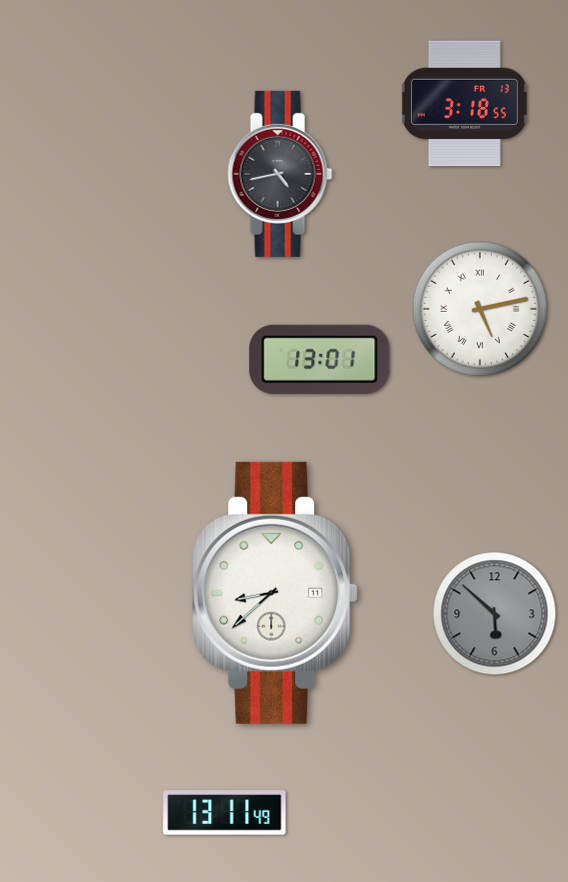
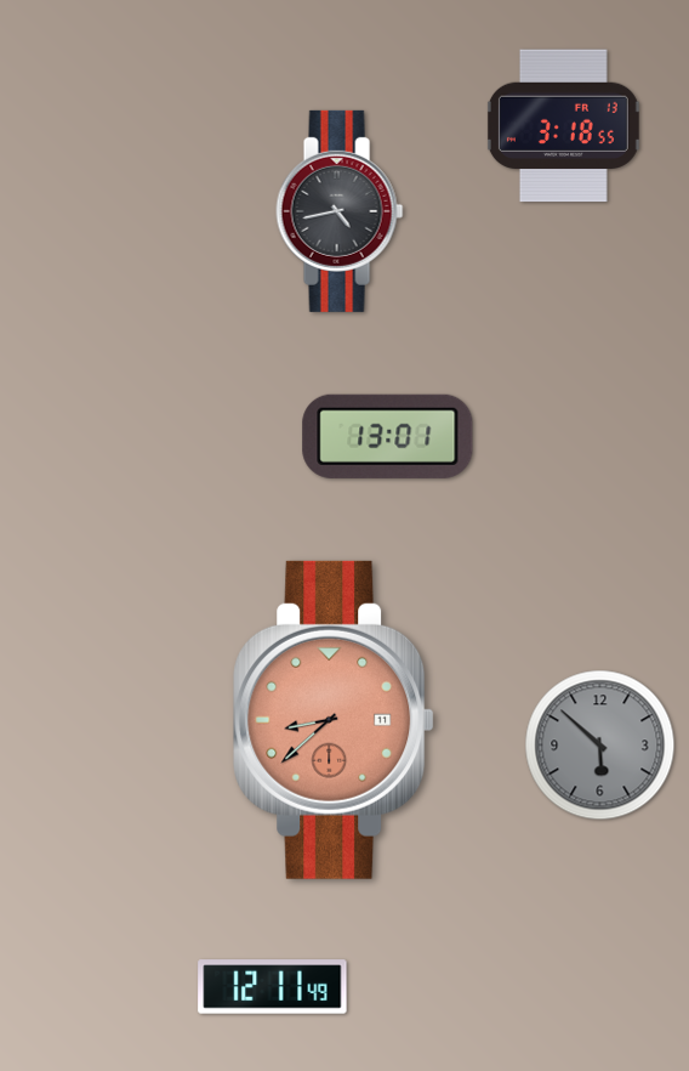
clock at (480, 309): 5:13 -> none
clock at (275, 593) dial: white -> salmon
clock at (225, 813): 13:11 -> 12:11
